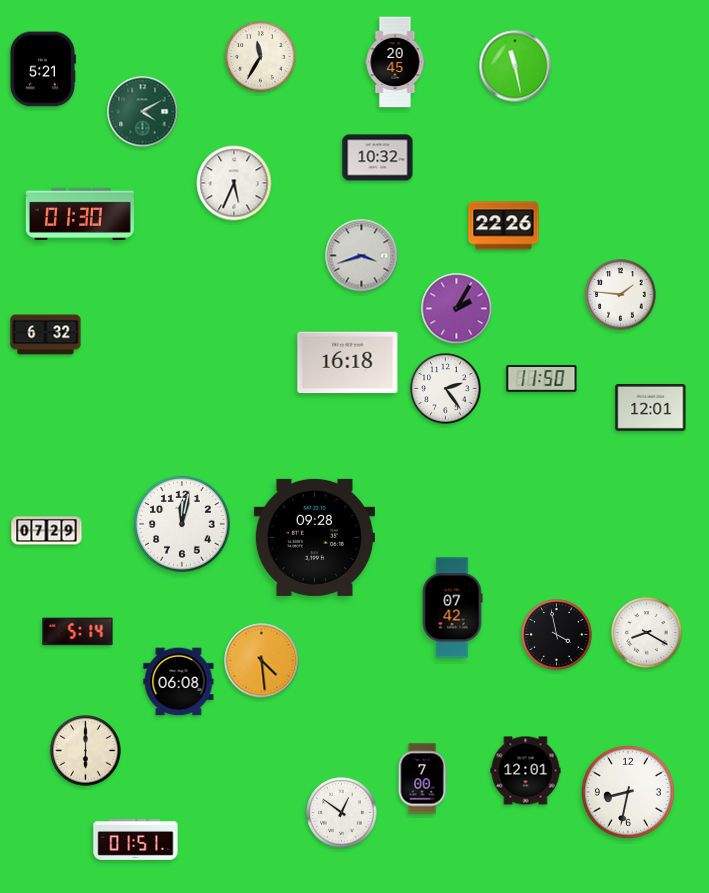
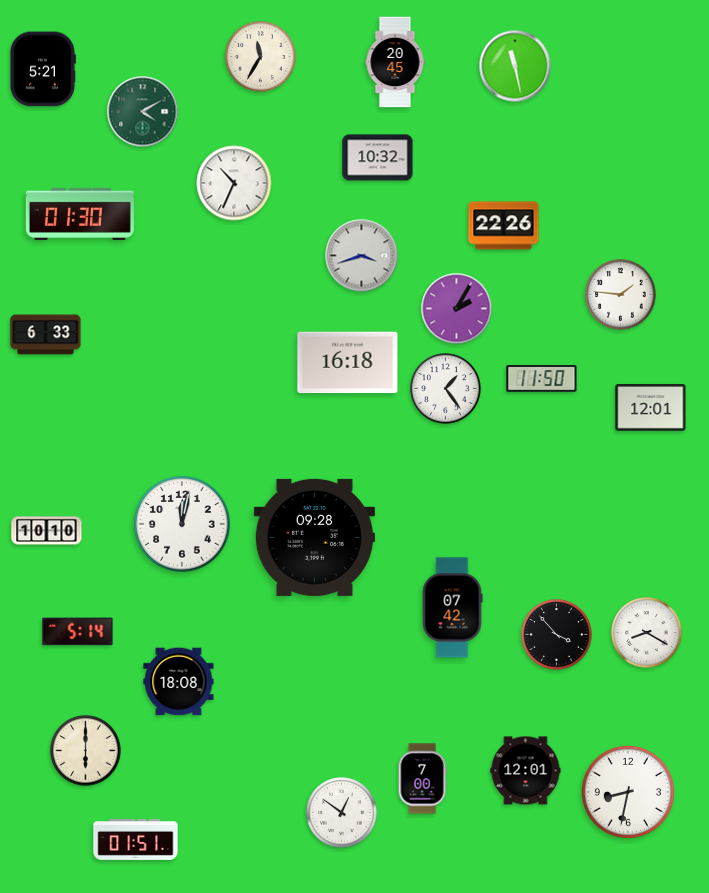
clock at (234, 183): 5:34 -> 10:34
clock at (46, 335): 6:32 -> 6:33
clock at (446, 389): 2:24 -> 1:24
clock at (47, 531): 07:29 -> 10:10
clock at (557, 635): 3:58 -> 3:53
clock at (262, 661): 4:29 -> none
clock at (179, 682): 06:08 -> 18:08
